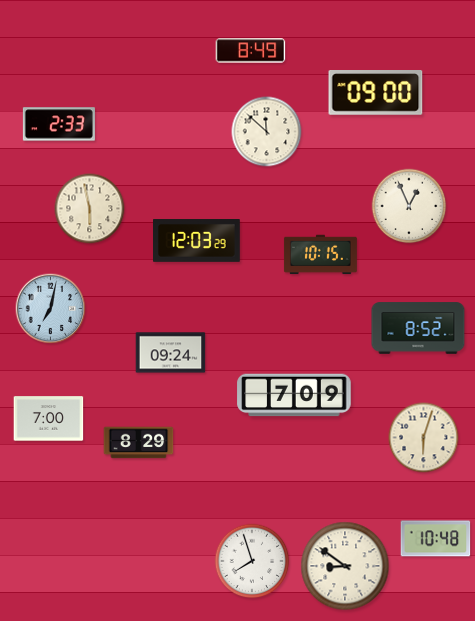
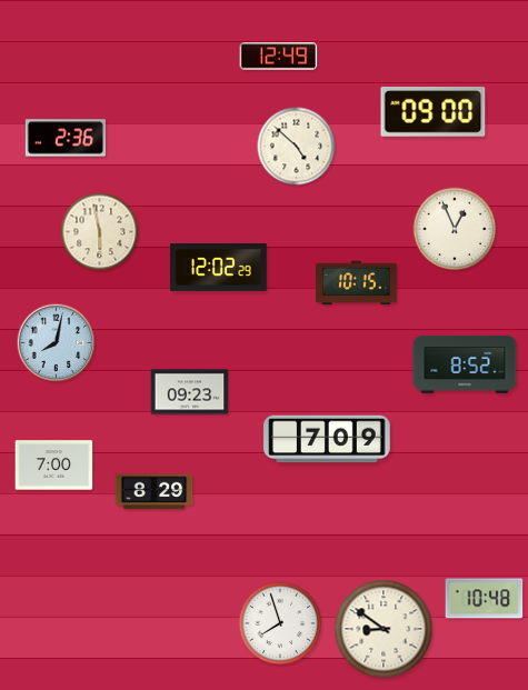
clock at (251, 51): 8:49 -> 12:49
clock at (376, 93) position: (376, 93) -> (434, 112)
clock at (59, 124): 2:33 -> 2:36
clock at (267, 132): 11:52 -> 4:52
clock at (197, 241): 12:03 -> 12:02
clock at (51, 309): 7:02 -> 8:02
clock at (171, 353): 09:24 -> 09:23
clock at (424, 438): 6:03 -> none
